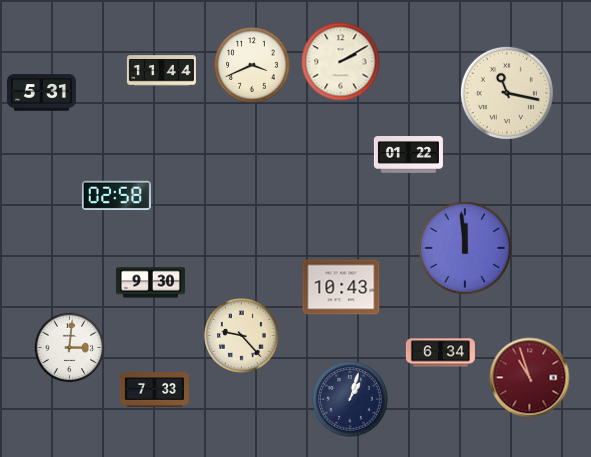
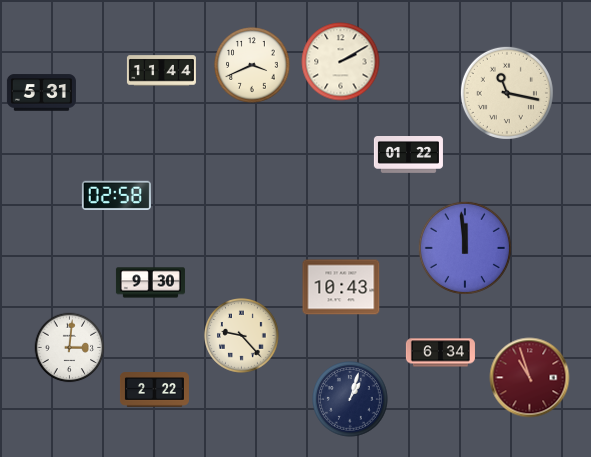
clock at (154, 390): 7:33 -> 2:22
